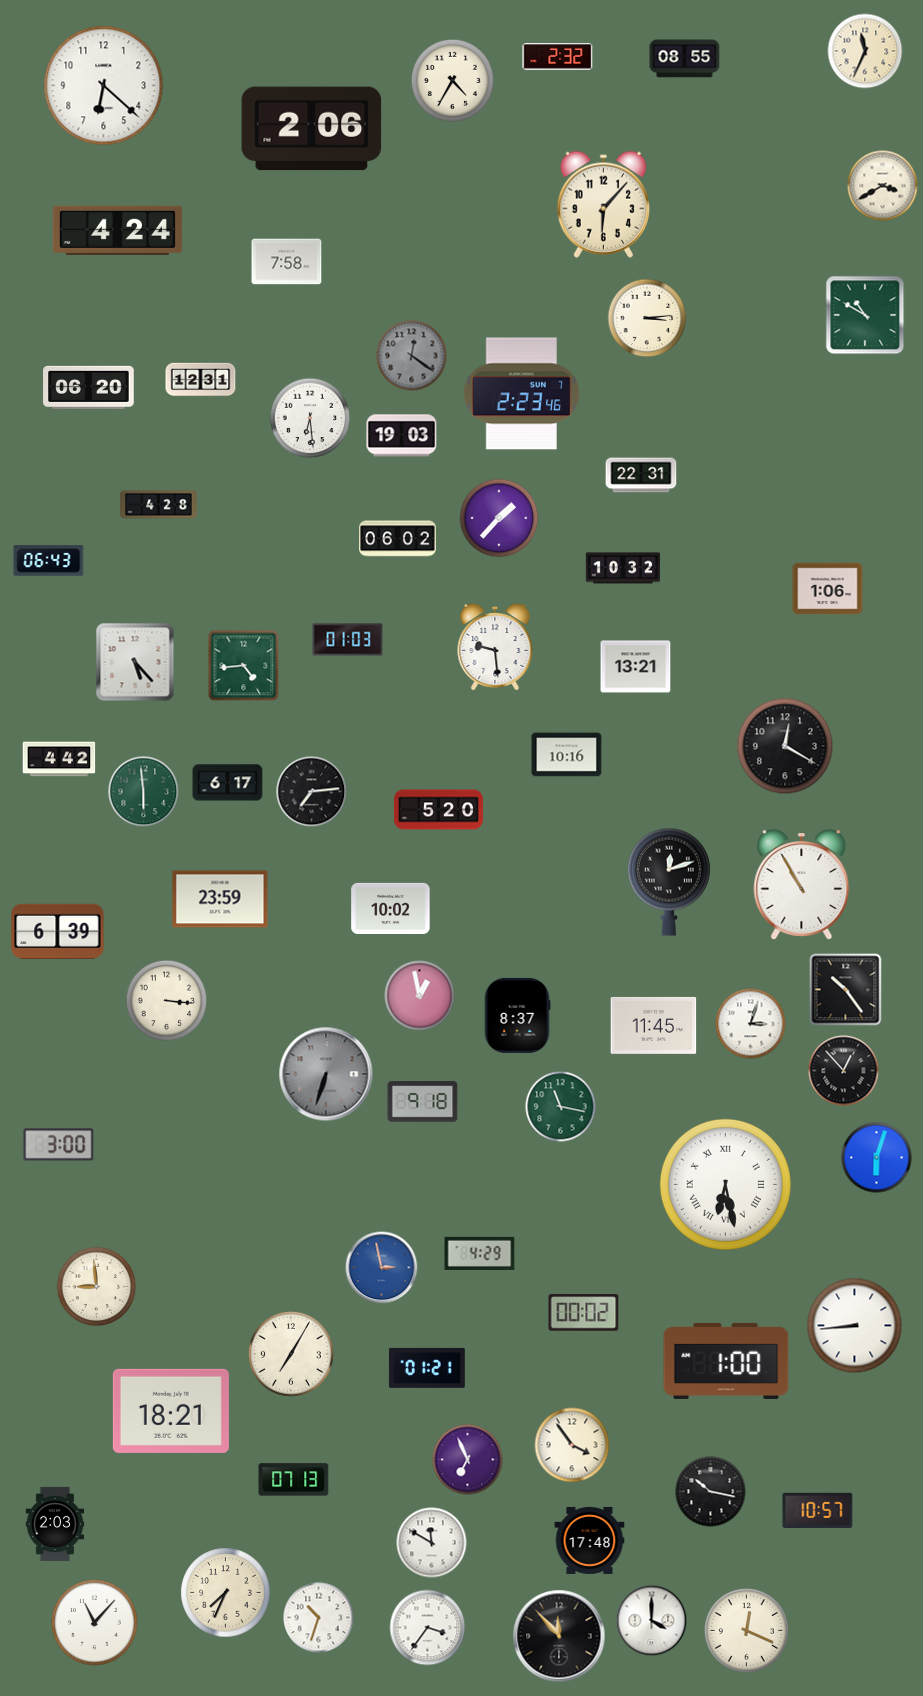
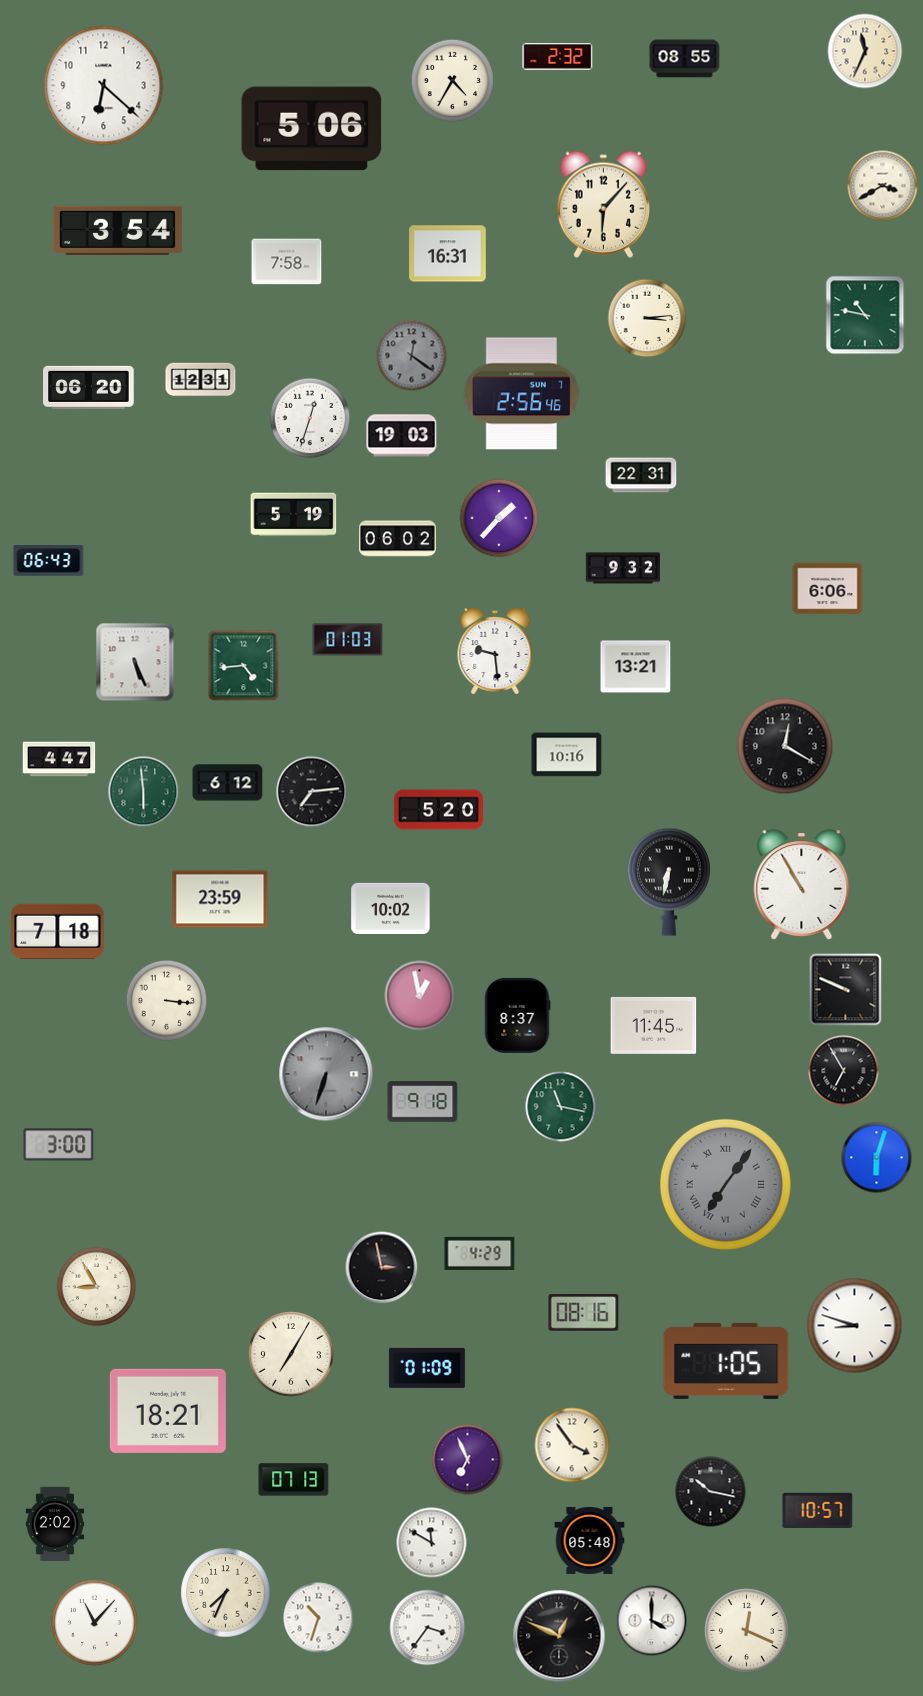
clock at (312, 129): 2:06 -> 5:06
clock at (117, 230): 4:24 -> 3:54
clock at (448, 254): none -> 16:31
clock at (865, 315): 10:50 -> 10:47
clock at (522, 394): 2:23 -> 2:56
clock at (310, 418): 6:29 -> 12:33
clock at (159, 505): 4:28 -> none
clock at (294, 515): none -> 5:19
clock at (622, 568): 10:32 -> 9:32
clock at (828, 589): 1:06 -> 6:06
clock at (495, 646) position: (495, 646) -> (495, 650)
clock at (135, 662): 5:23 -> 5:26
clock at (59, 759): 4:42 -> 4:47
clock at (228, 783): 6:17 -> 6:12
clock at (669, 882): 12:12 -> 6:32
clock at (58, 931): 6:39 -> 7:18
clock at (846, 990): 10:24 -> 9:49
clock at (751, 1024): 3:03 -> none
clock at (844, 1071): 12:53 -> 6:55
clock at (725, 1184): 6:28 -> 7:06
clock at (725, 1184) dial: white -> grey
clock at (382, 1268) dial: blue -> black
clock at (97, 1287): 8:59 -> 8:55
clock at (584, 1313): 00:02 -> 08:16
clock at (855, 1326): 8:44 -> 8:48
clock at (726, 1361): 1:00 -> 1:05
clock at (427, 1368): 01:21 -> 01:09
clock at (171, 1411) position: (171, 1411) -> (168, 1411)
clock at (55, 1523): 2:03 -> 2:02
clock at (590, 1540): 17:48 -> 05:48
clock at (559, 1636): 11:53 -> 12:49
